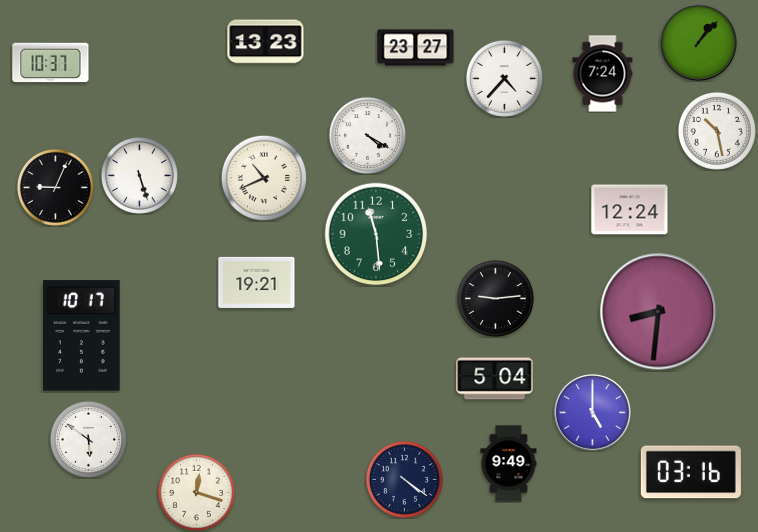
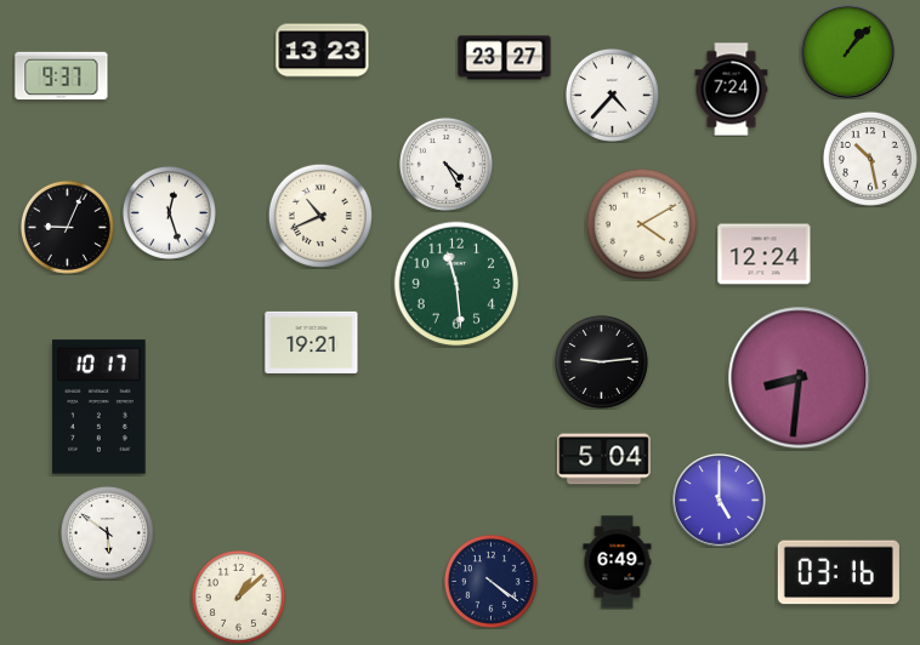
clock at (51, 63): 10:37 -> 9:37
clock at (367, 135): 4:20 -> 4:25
clock at (139, 175): 5:27 -> 12:27
clock at (641, 223): none -> 4:10
clock at (495, 379) position: (495, 379) -> (604, 460)
clock at (509, 464): 9:49 -> 6:49
clock at (196, 492): 12:18 -> 1:08
